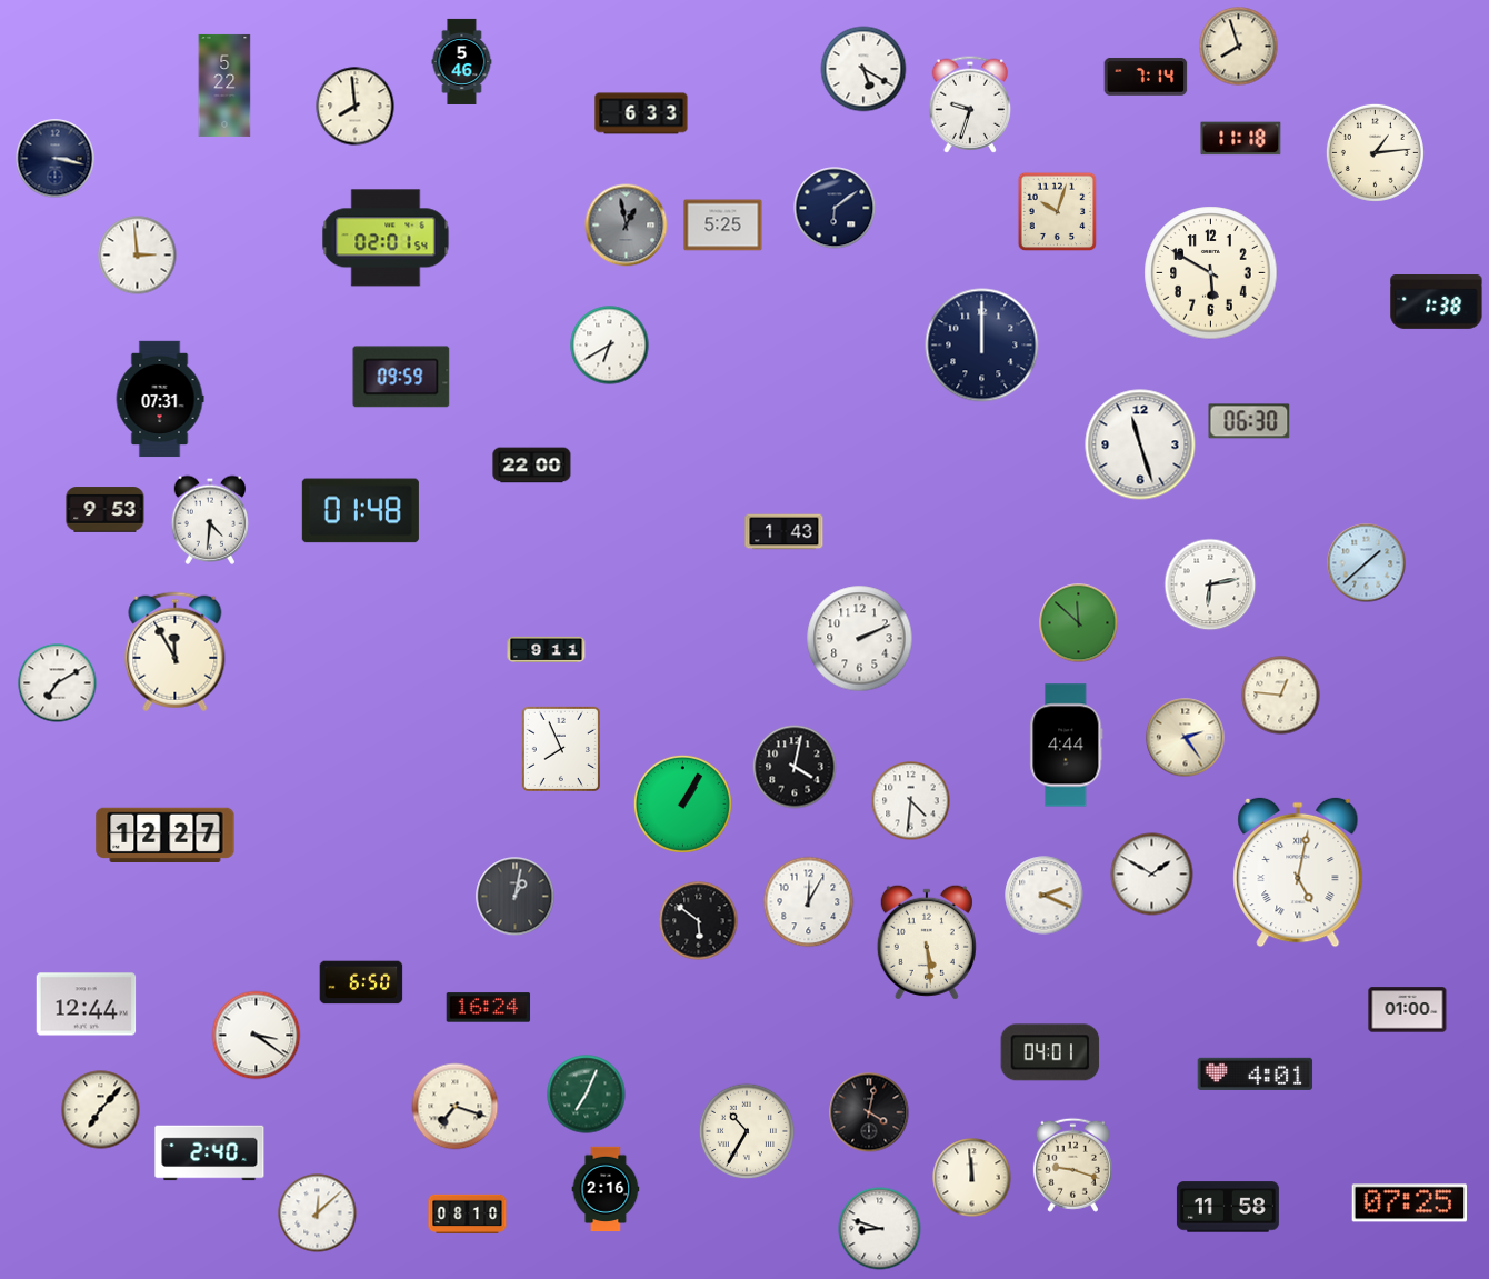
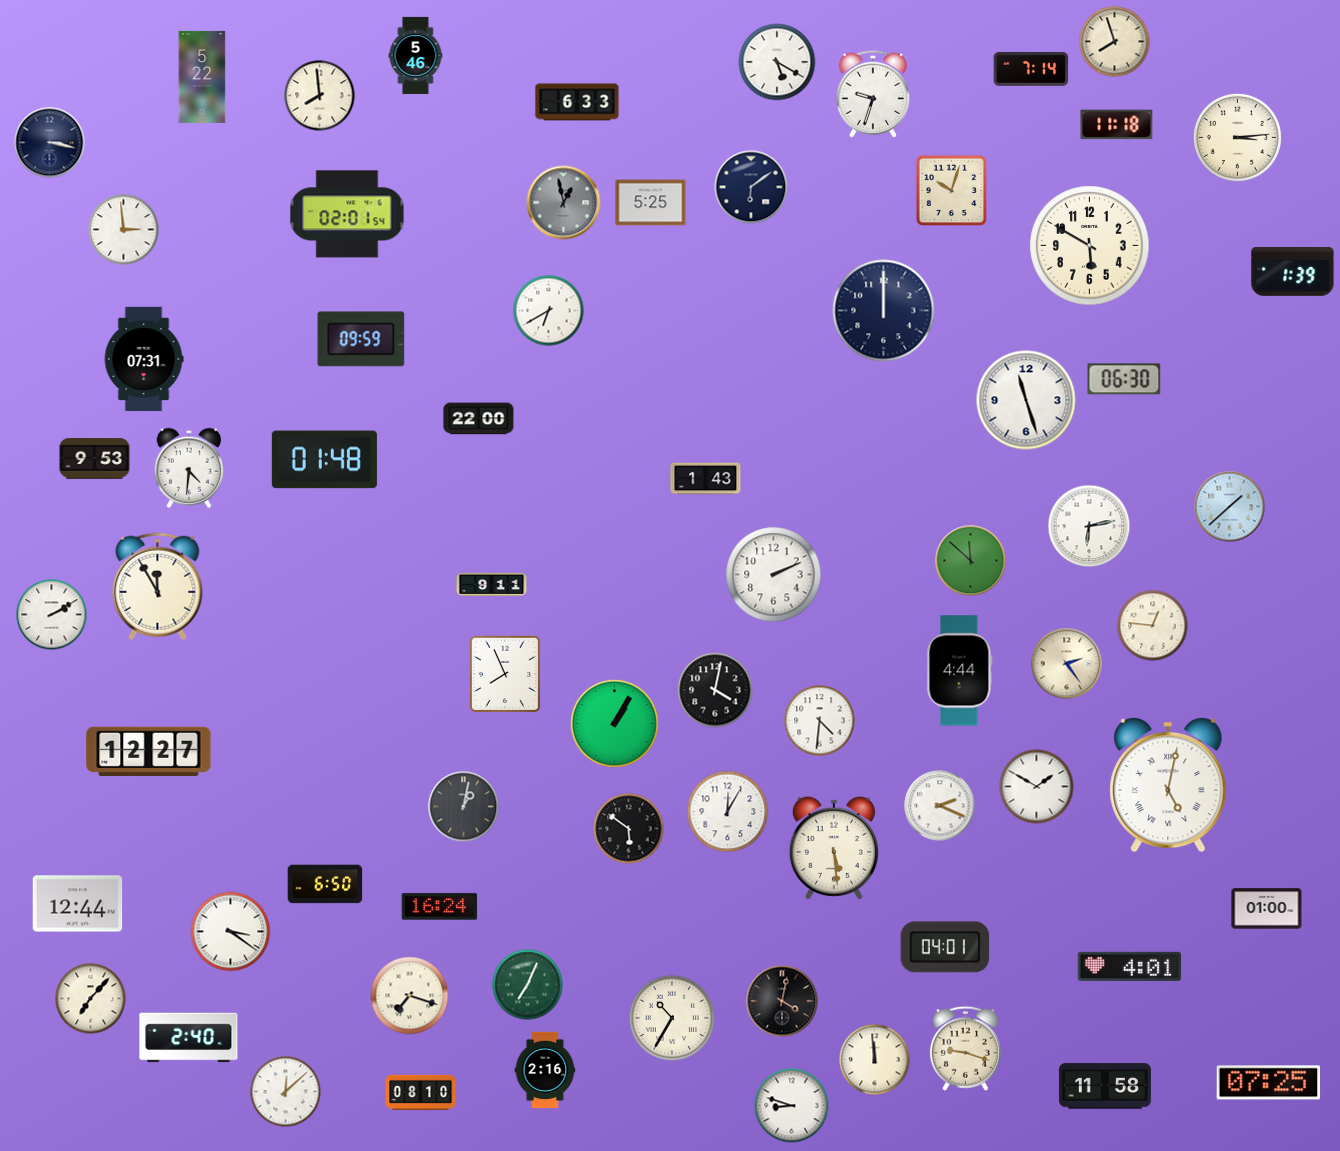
clock at (1375, 152): 1:14 -> 3:14
clock at (1437, 302): 1:38 -> 1:39
clock at (58, 683): 7:10 -> 2:10
